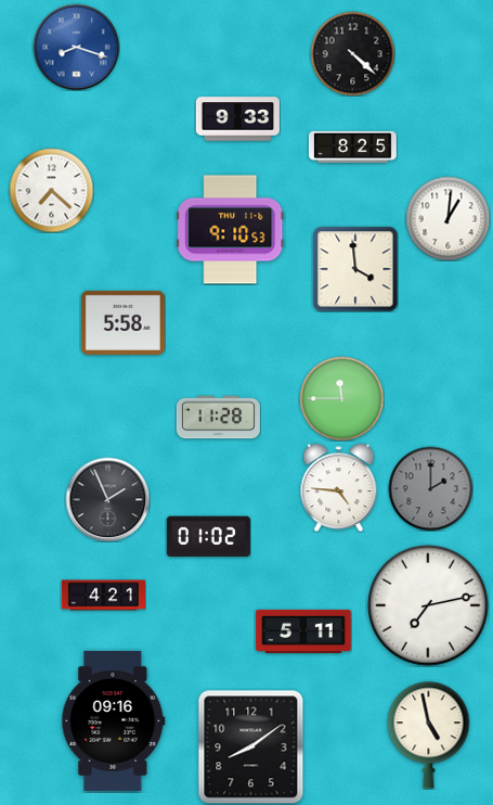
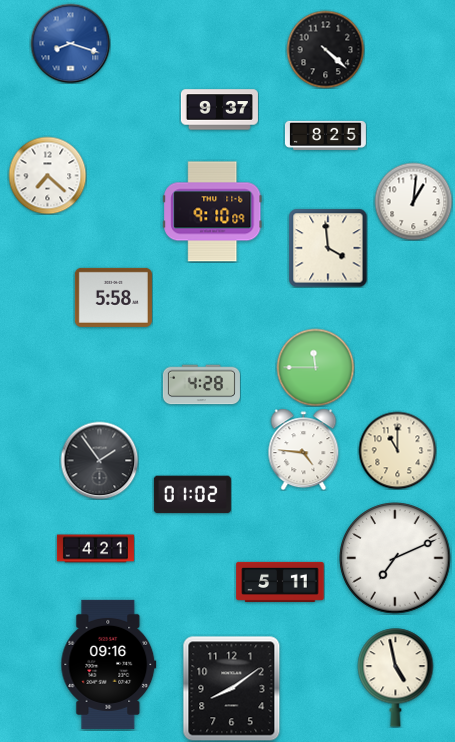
clock at (237, 119): 9:33 -> 9:37
clock at (231, 230): 9:10:53 -> 9:10:09
clock at (218, 418): 11:28 -> 4:28
clock at (339, 487) position: (339, 487) -> (304, 449)
clock at (430, 488): 2:00 -> 11:00
clock at (430, 488) dial: grey -> cream
clock at (107, 499): 1:56 -> 1:54
clock at (428, 605): 7:13 -> 7:11
clock at (114, 720) position: (114, 720) -> (109, 664)
